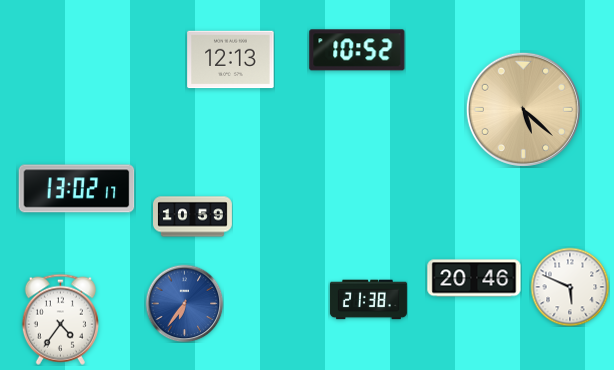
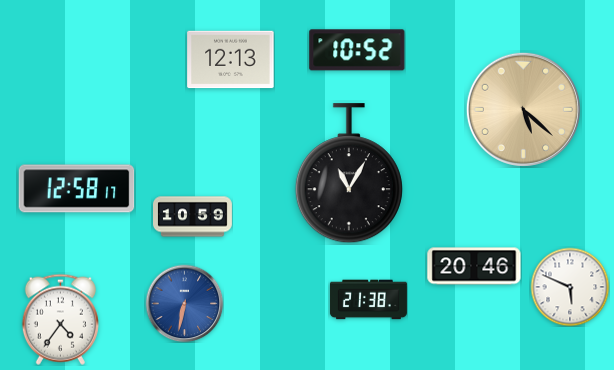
clock at (349, 174): none -> 11:05
clock at (77, 189): 13:02 -> 12:58
clock at (474, 278) position: (474, 278) -> (474, 266)
clock at (184, 303): 6:36 -> 6:32
